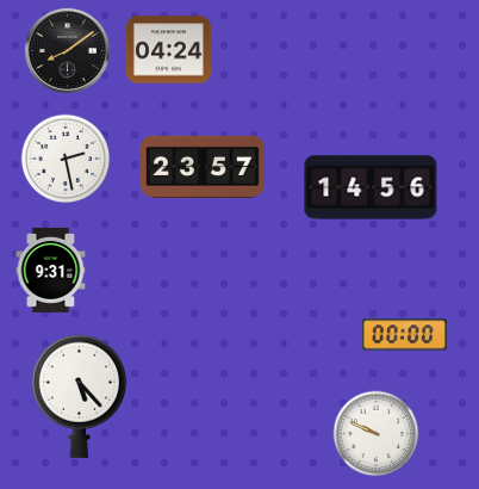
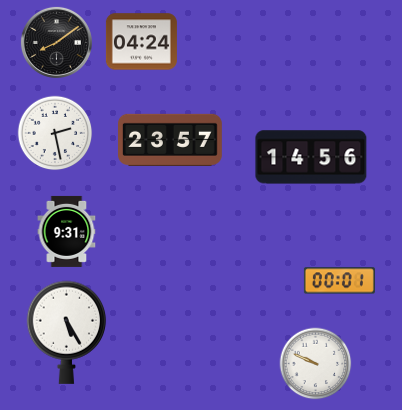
clock at (51, 270) position: (51, 270) -> (67, 231)
clock at (404, 335): 00:00 -> 00:01
clock at (80, 396): 5:23 -> 5:25
